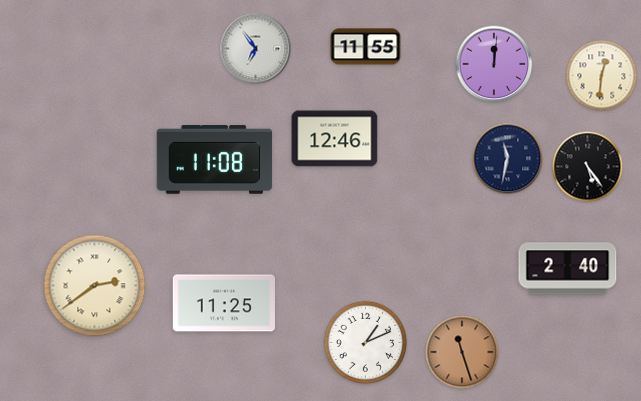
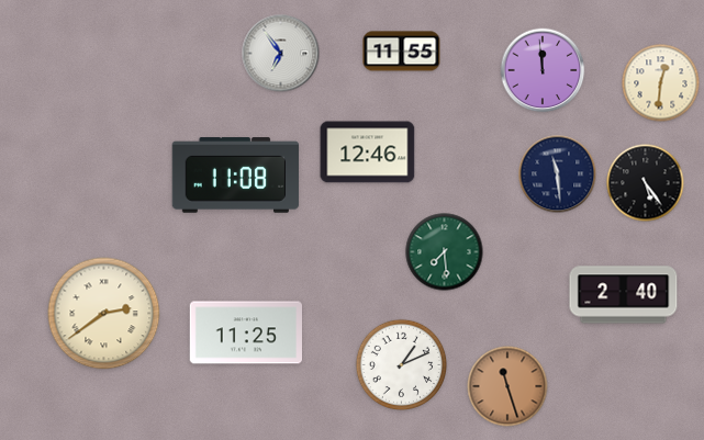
clock at (494, 64): 12:01 -> 11:59
clock at (508, 159): 11:32 -> 11:29
clock at (445, 252): none -> 7:29
clock at (366, 343) position: (366, 343) -> (402, 365)
